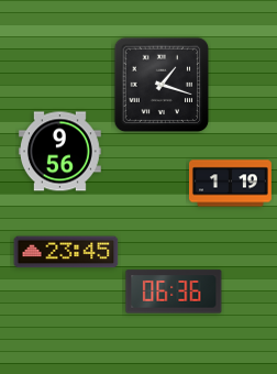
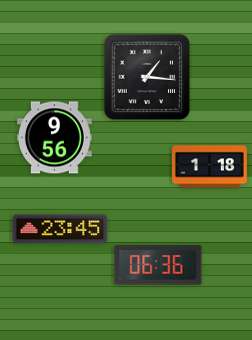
clock at (162, 85): 1:18 -> 1:16
clock at (231, 184): 1:19 -> 1:18
